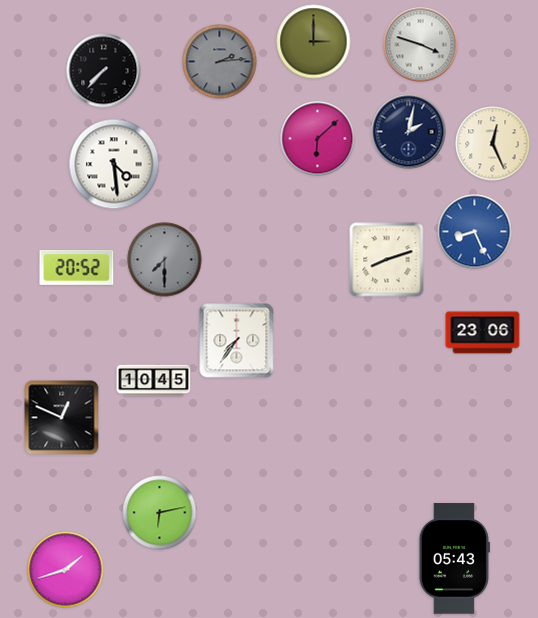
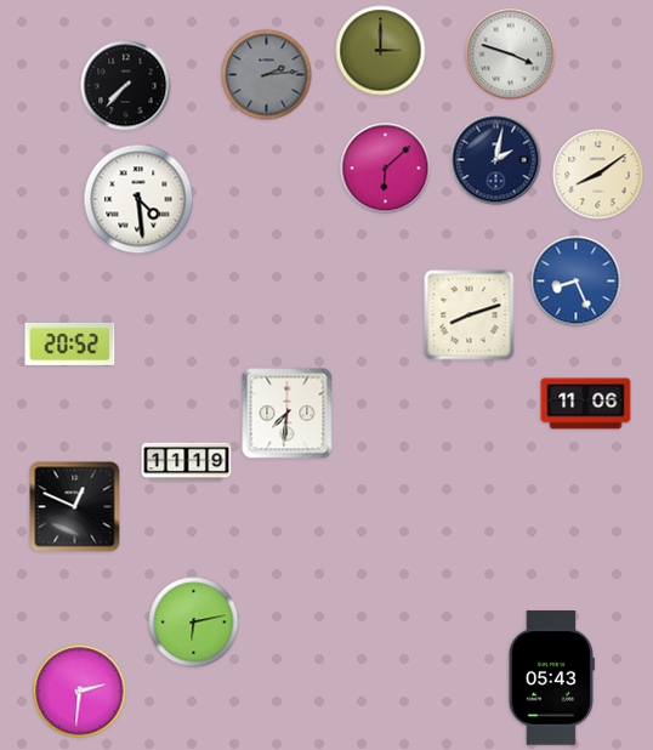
clock at (493, 144): 12:26 -> 8:09
clock at (165, 260): 7:30 -> none
clock at (77, 267) position: (77, 267) -> (70, 343)
clock at (483, 333): 23:06 -> 11:06
clock at (237, 341): 7:36 -> 7:31
clock at (154, 381): 10:45 -> 11:19
clock at (66, 570): 1:42 -> 2:31
